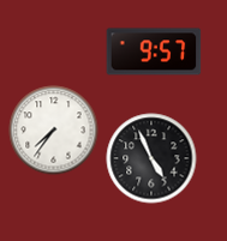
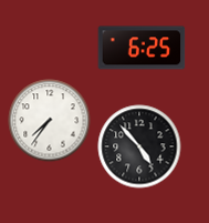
clock at (154, 52): 9:57 -> 6:25
clock at (151, 158): 4:56 -> 4:53
